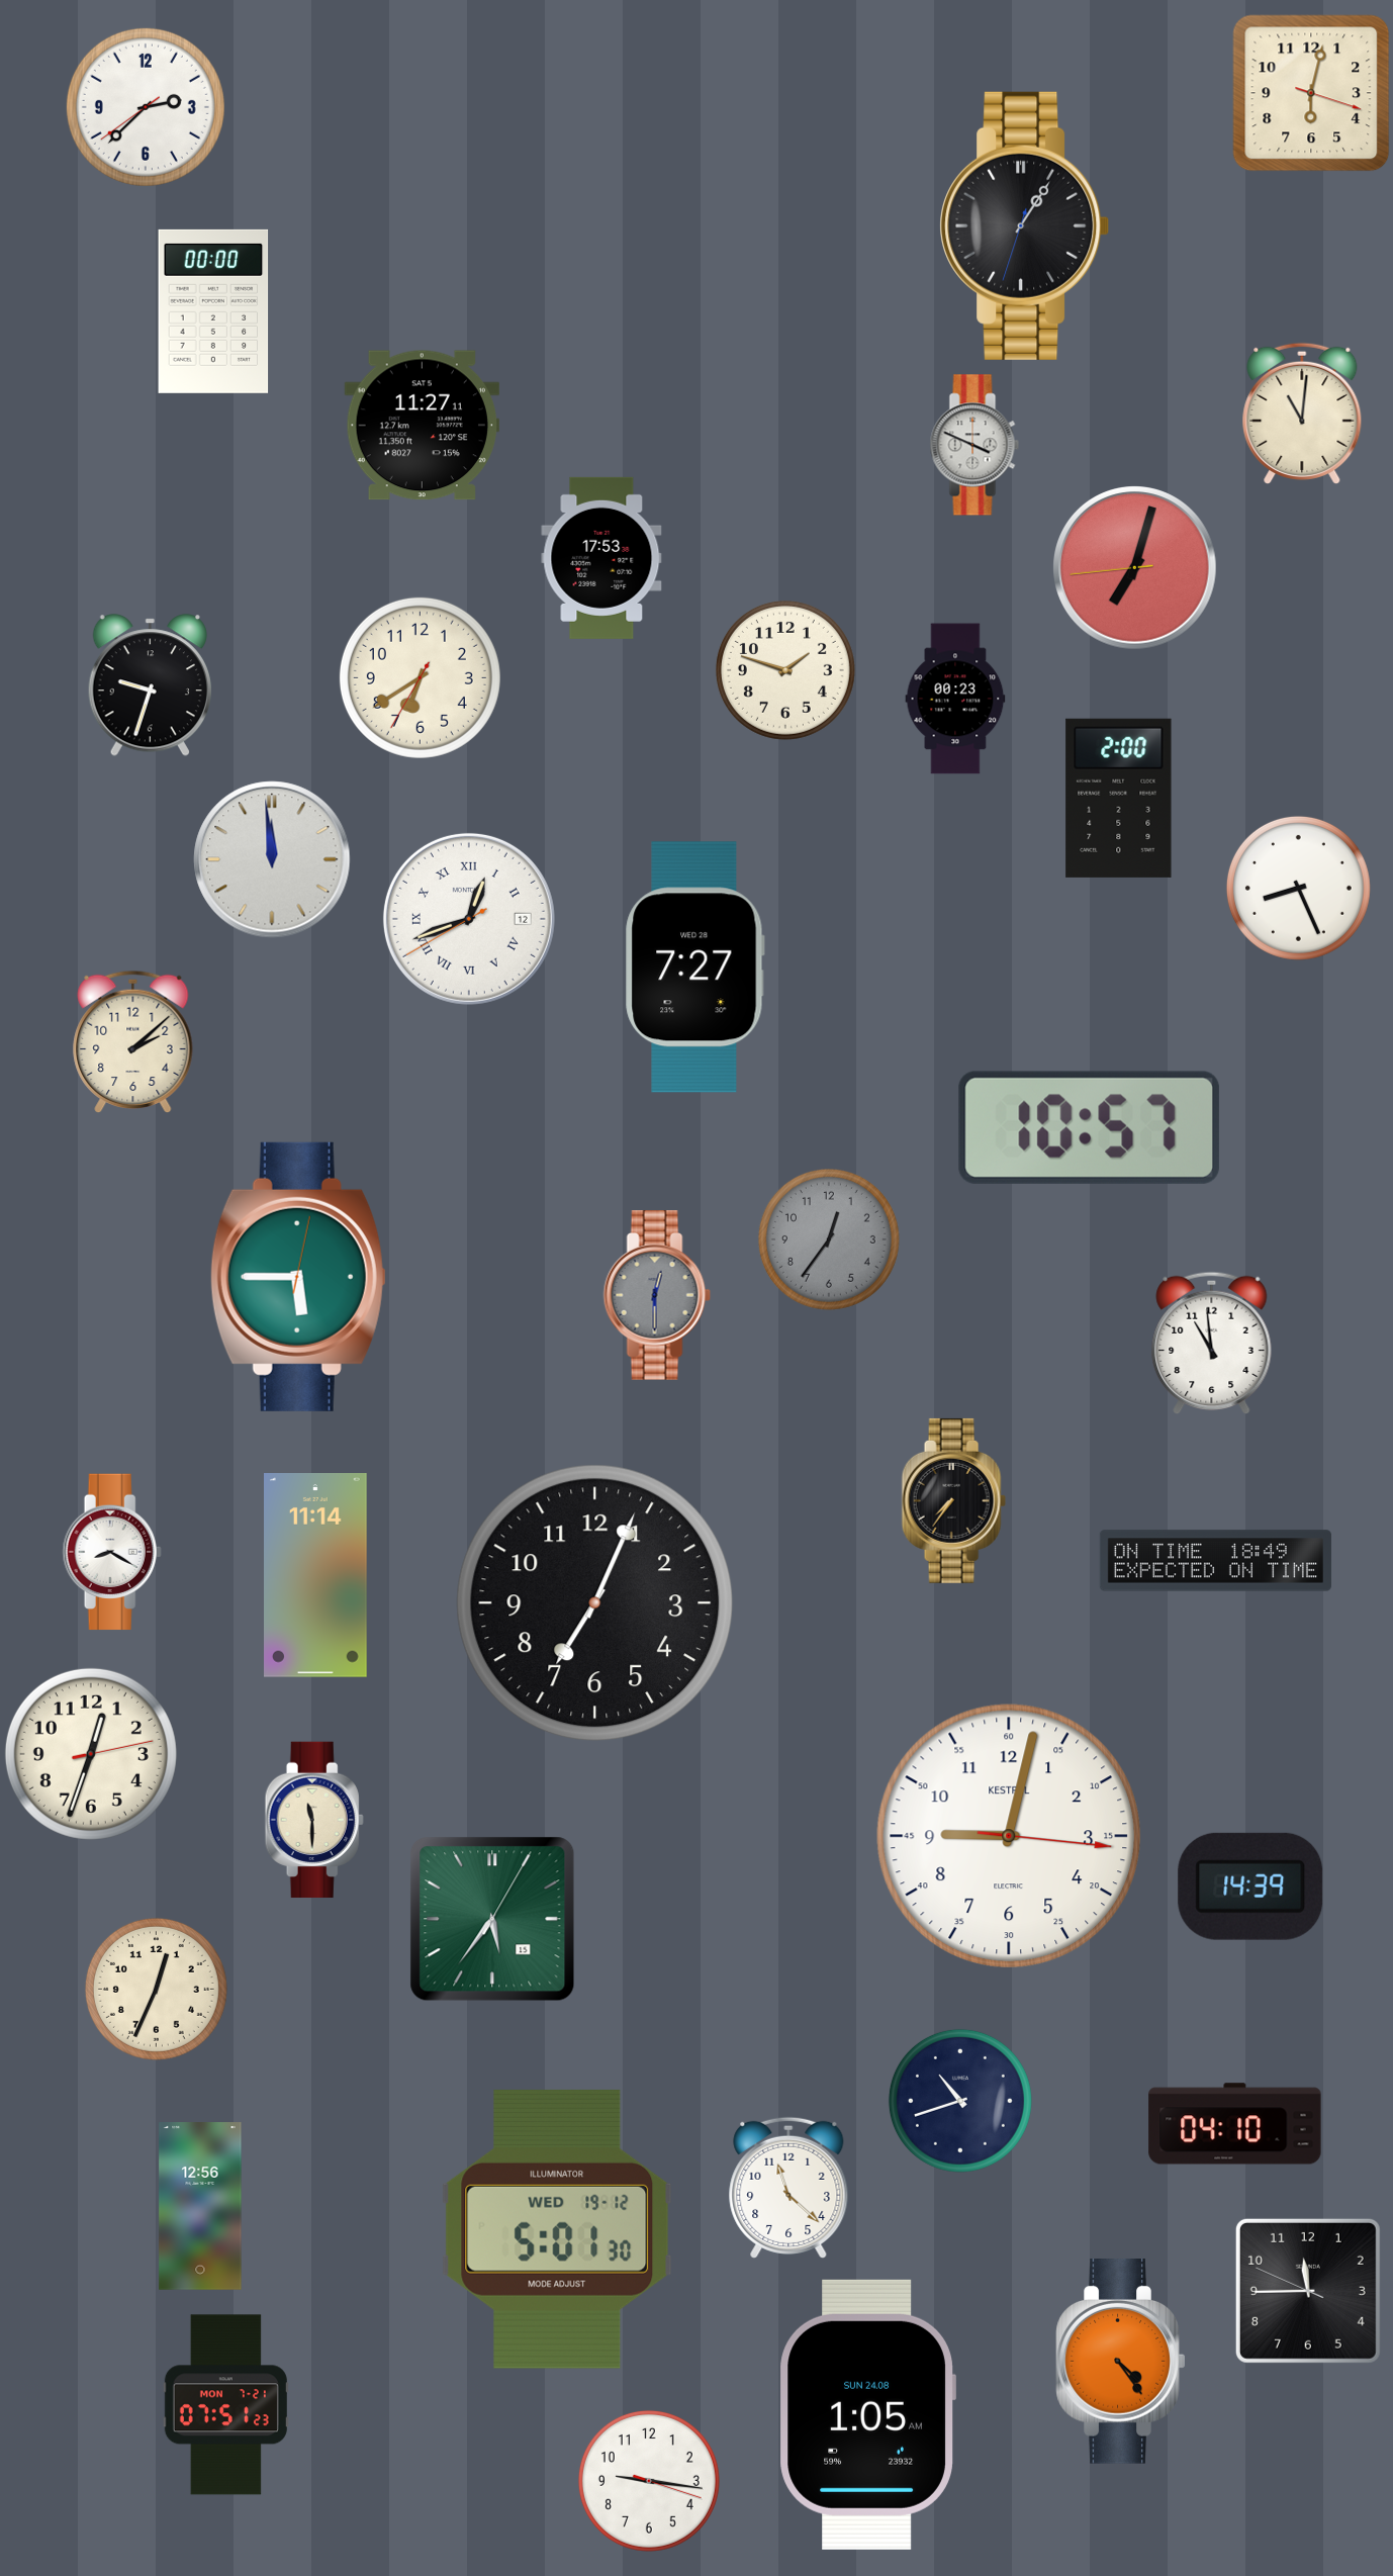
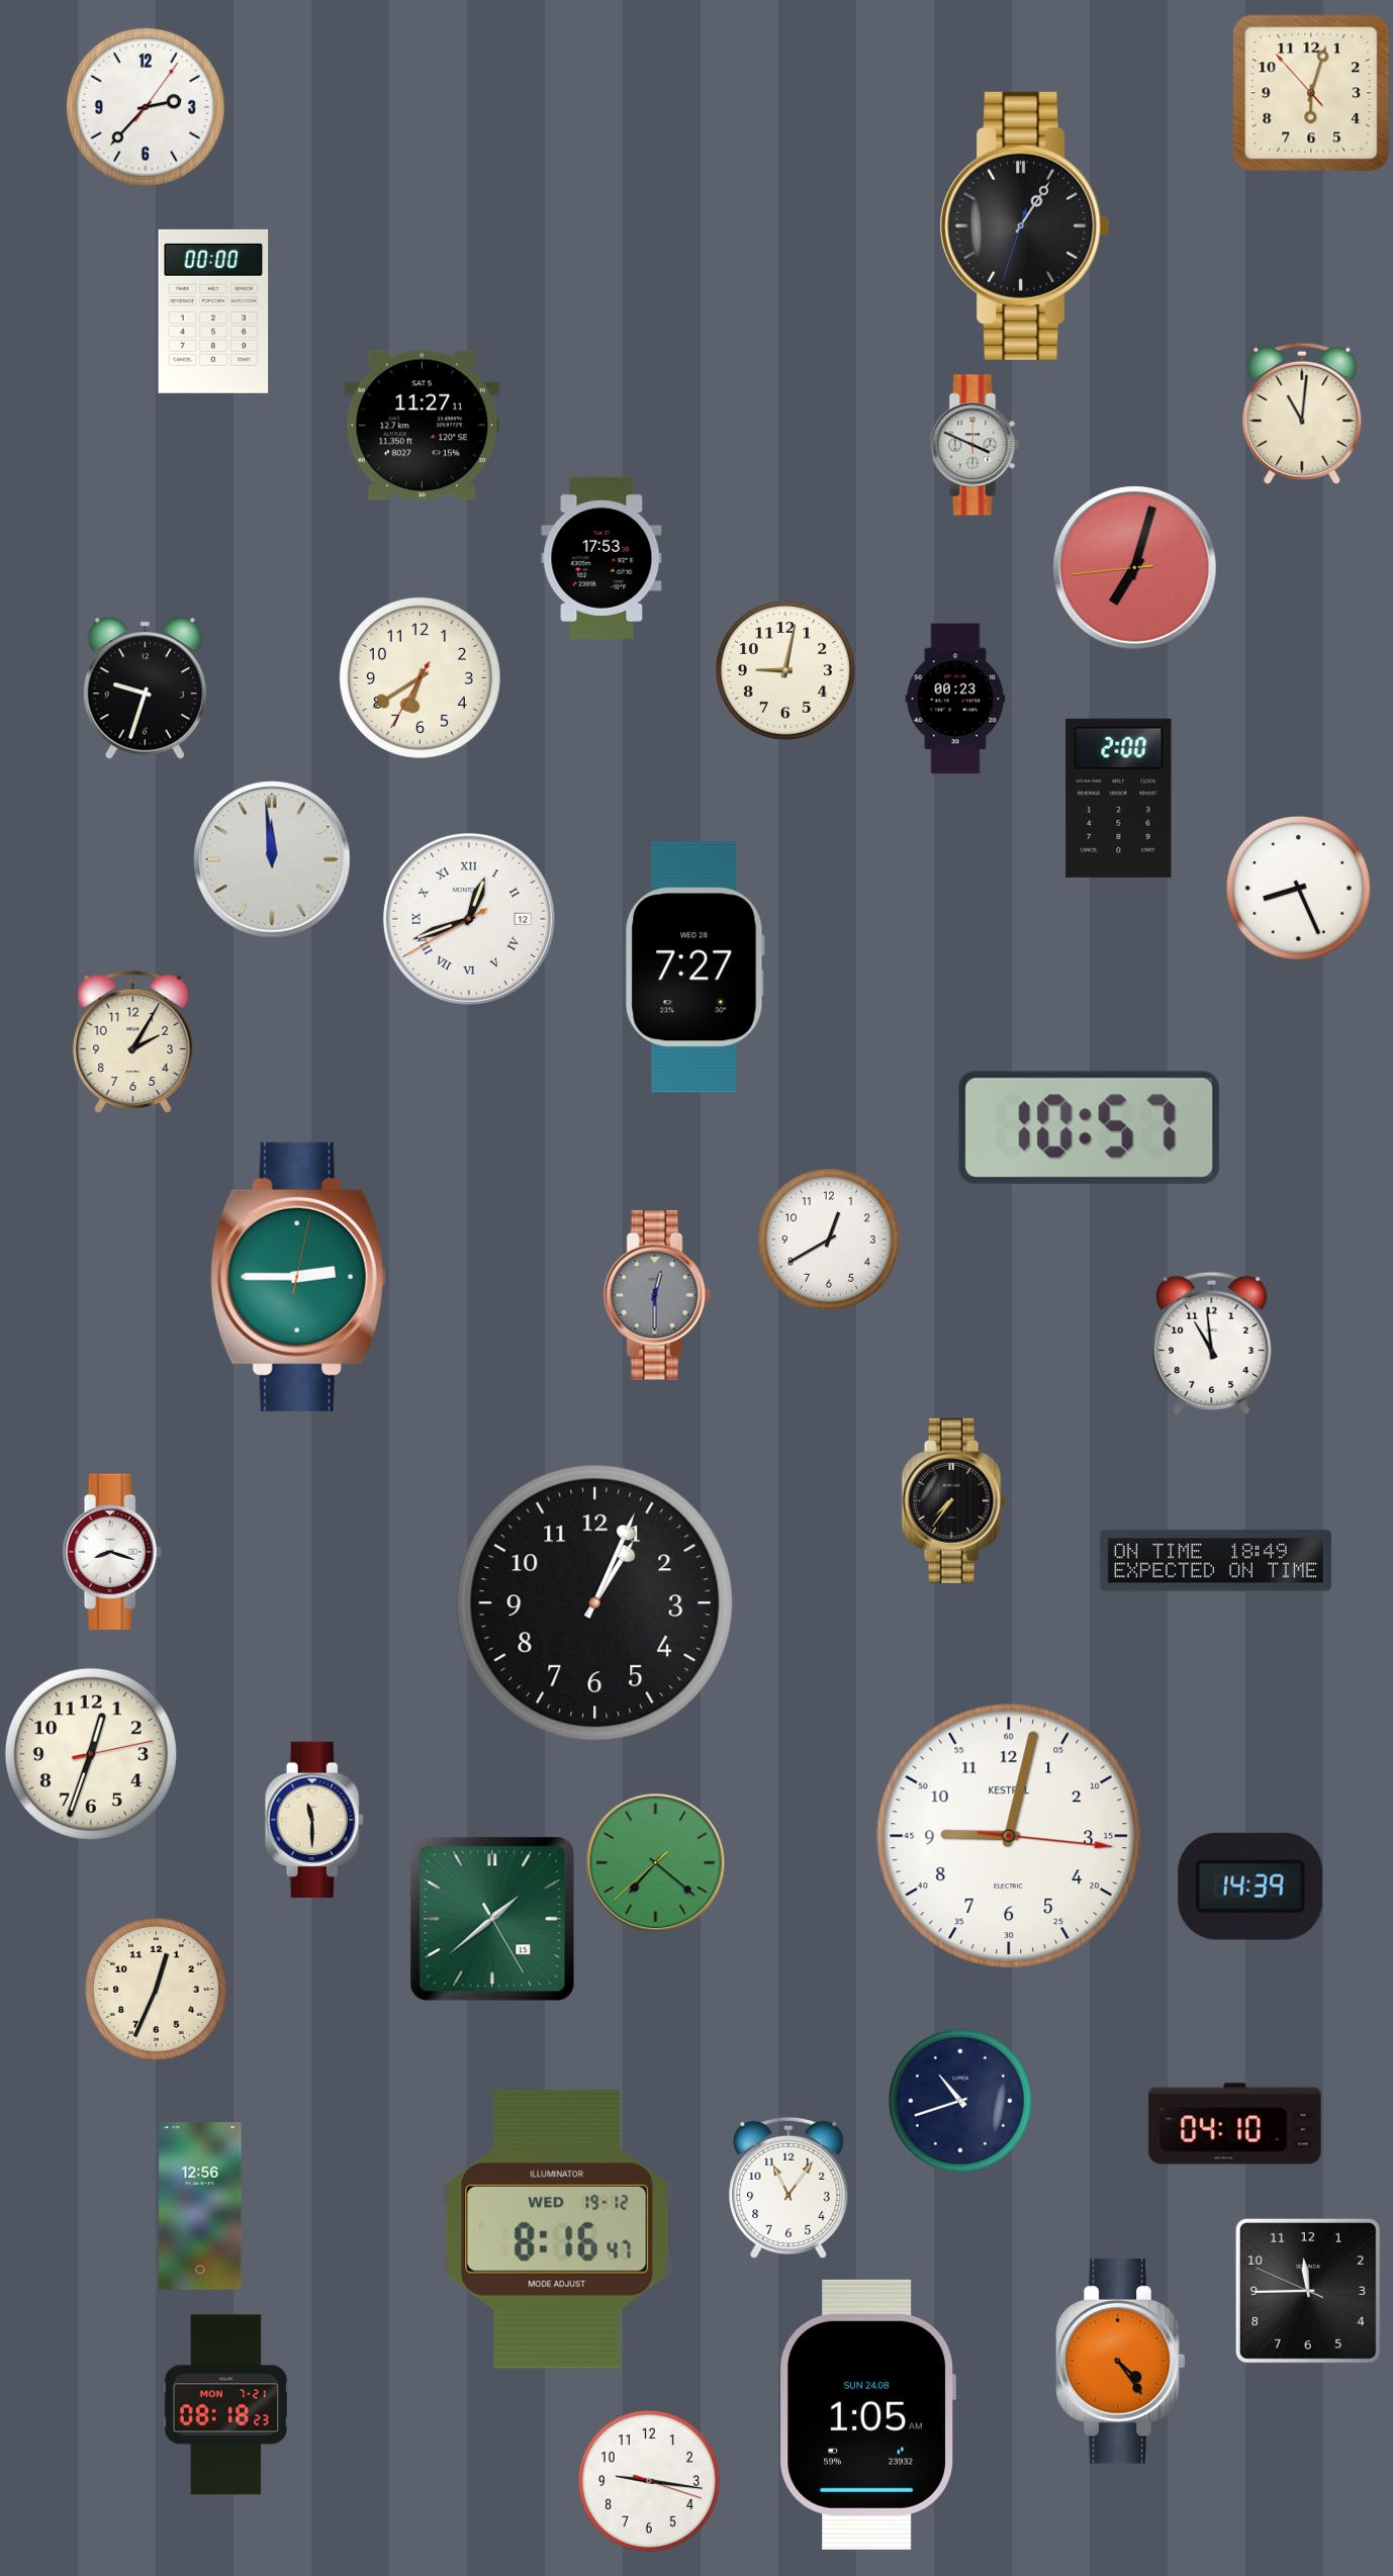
clock at (1311, 93): 6:02:18 -> 6:02:53
clock at (146, 107): 2:37:39 -> 2:37:06
clock at (785, 670): 1:48 -> 9:02
clock at (150, 685) position: (150, 685) -> (145, 688)
clock at (133, 1042): 2:08 -> 2:05
clock at (829, 1239): 12:36 -> 12:40
clock at (829, 1239) dial: grey -> white
clock at (298, 1277): 5:45 -> 2:45
clock at (112, 1552): 8:20 -> 8:18
clock at (316, 1576): 11:14 -> none
clock at (595, 1603): 7:04 -> 1:04
clock at (656, 1863): none -> 7:21
clock at (492, 1919): 5:36 -> 1:38
clock at (788, 2188): 11:22 -> 11:06
clock at (557, 2229): 5:01 -> 8:16
clock at (225, 2405): 07:51 -> 08:18
